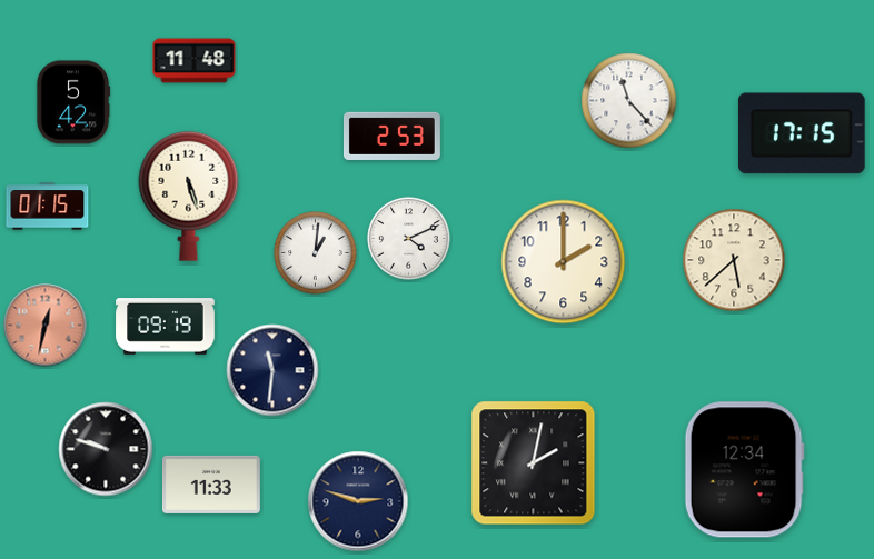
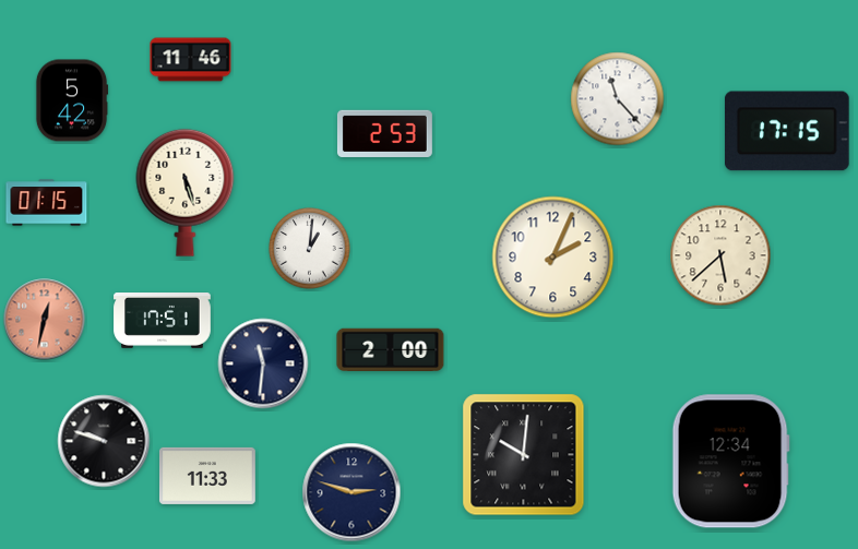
clock at (195, 61): 11:48 -> 11:46
clock at (409, 239): 4:11 -> none
clock at (564, 262): 2:00 -> 2:04
clock at (166, 327): 09:19 -> 17:51
clock at (391, 350): none -> 2:00
clock at (272, 370) position: (272, 370) -> (263, 363)
clock at (534, 463): 2:02 -> 10:01
